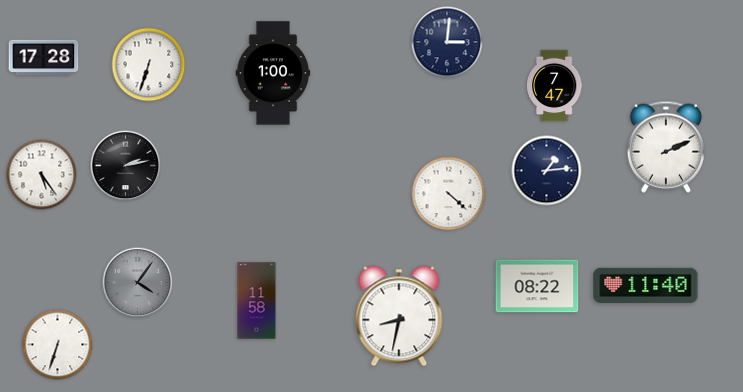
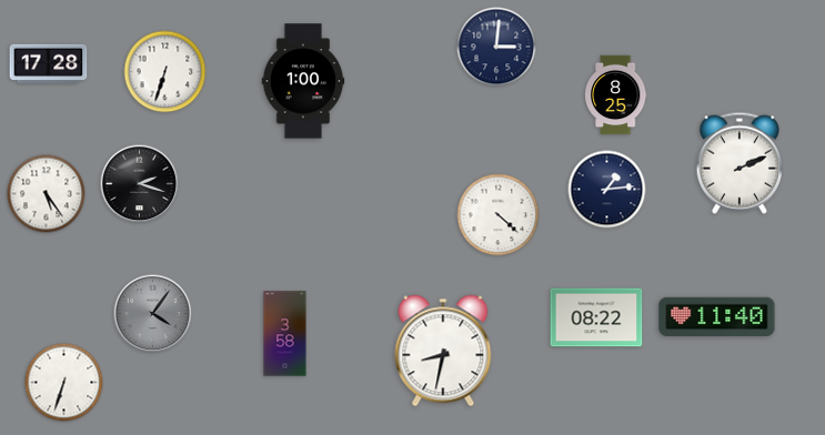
clock at (554, 86): 7:47 -> 8:25
clock at (126, 166): 2:13 -> 2:18
clock at (257, 301): 11:58 -> 3:58
